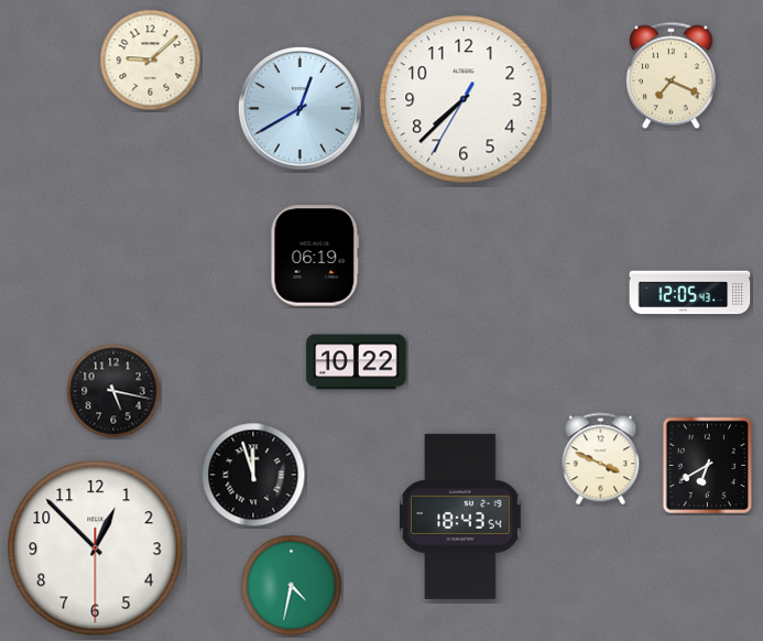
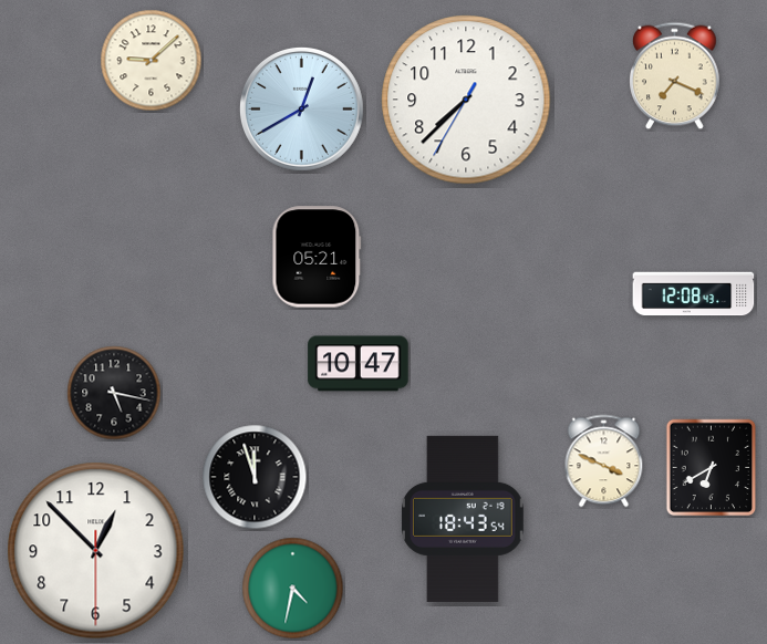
clock at (315, 256): 06:19 -> 05:21
clock at (690, 293): 12:05 -> 12:08
clock at (357, 362): 10:22 -> 10:47
